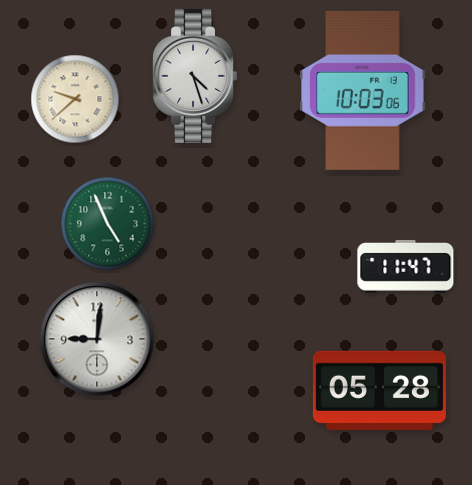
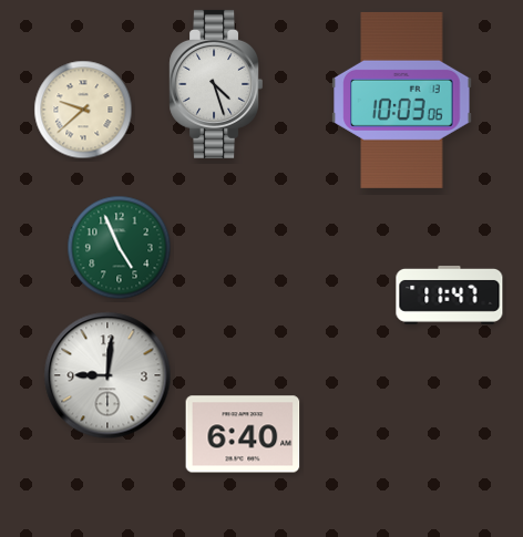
clock at (379, 390): 05:28 -> none
clock at (243, 434): none -> 6:40
